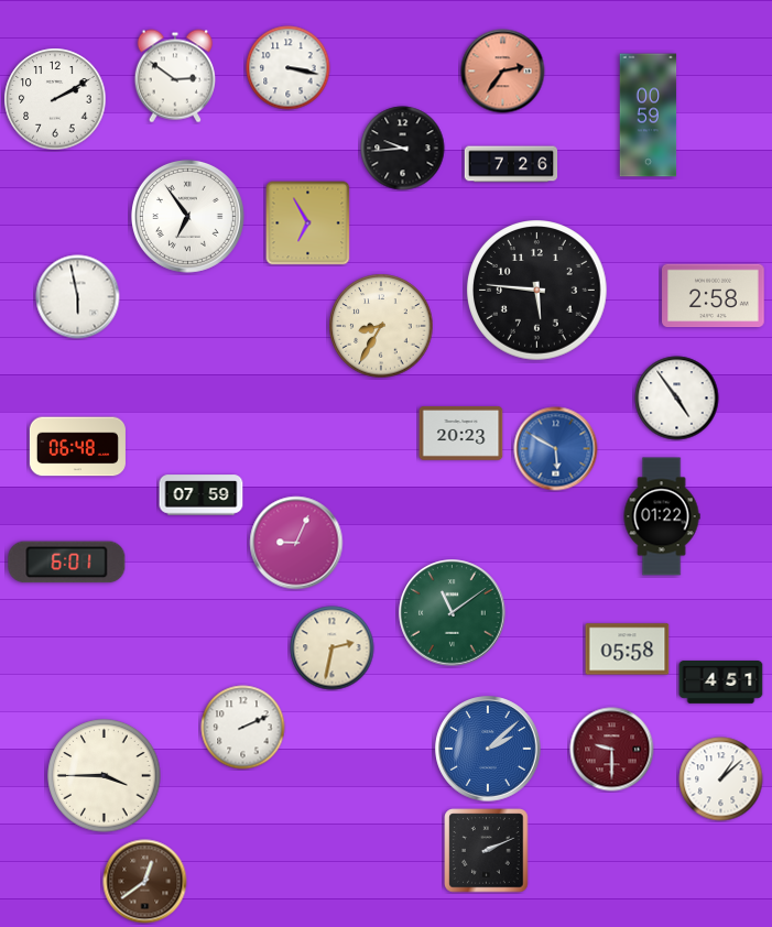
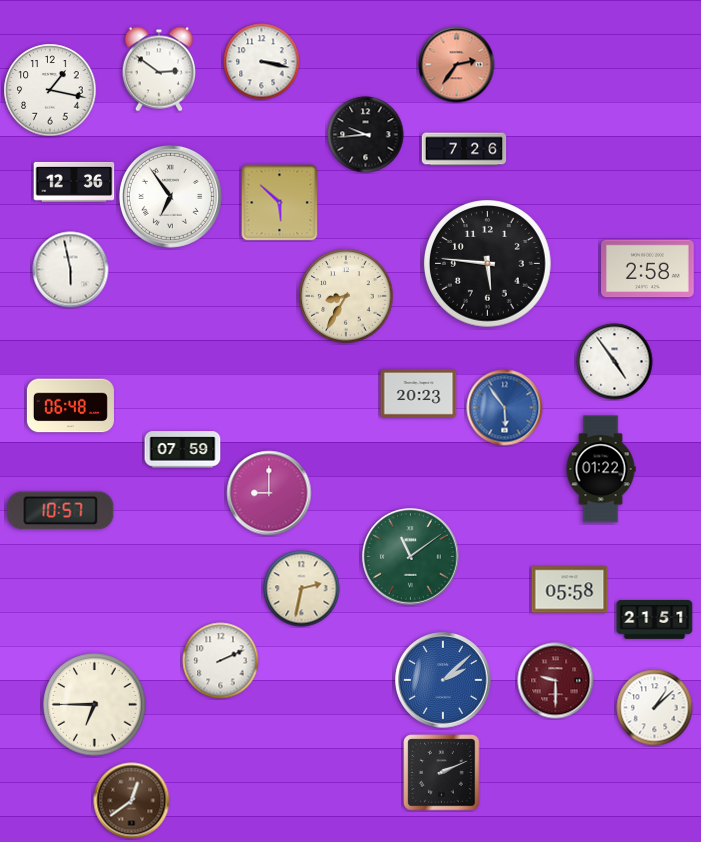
clock at (55, 99): 2:10 -> 1:17
clock at (649, 116): 00:59 -> none
clock at (74, 182): none -> 12:36
clock at (308, 223): 6:55 -> 5:52
clock at (556, 449): 5:50 -> 5:54
clock at (296, 543): 9:04 -> 9:00
clock at (67, 563): 6:01 -> 10:57
clock at (721, 683): 4:51 -> 21:51
clock at (105, 776): 3:45 -> 6:45
